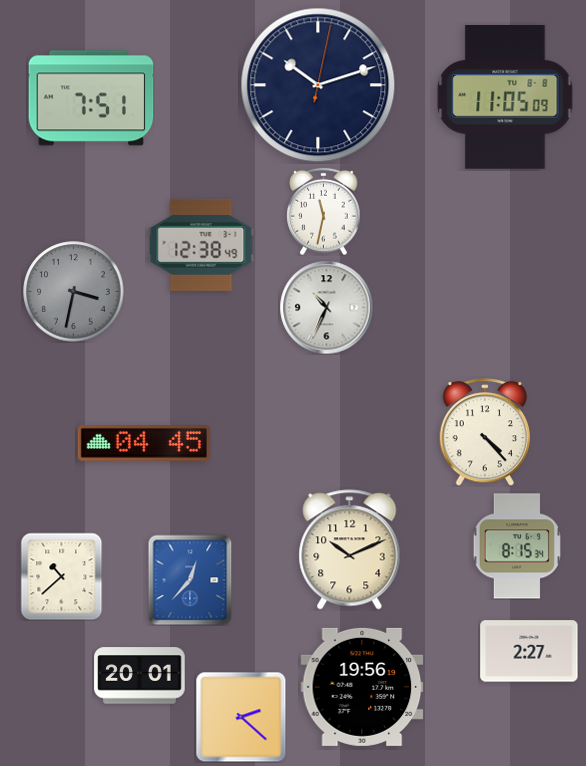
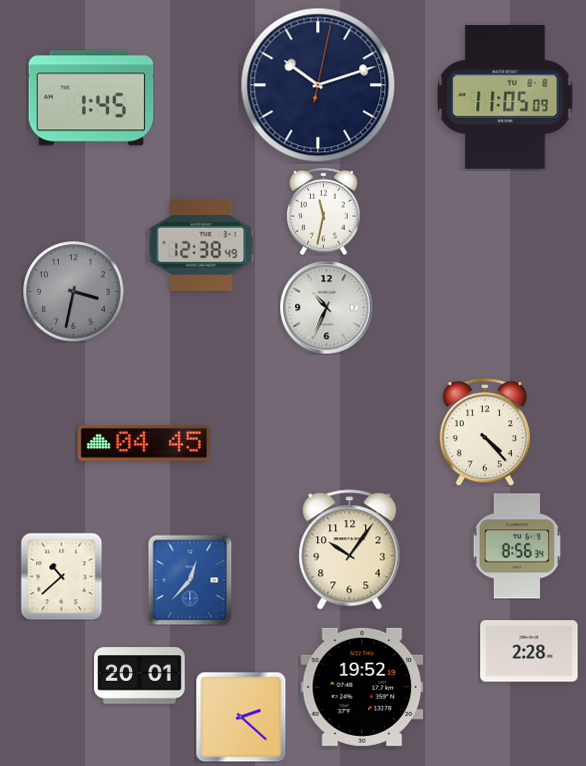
clock at (91, 98): 7:51 -> 1:45
clock at (517, 546): 8:15 -> 8:56
clock at (350, 550): 10:11 -> 10:06
clock at (529, 651): 2:27 -> 2:28
clock at (362, 687): 19:56 -> 19:52
